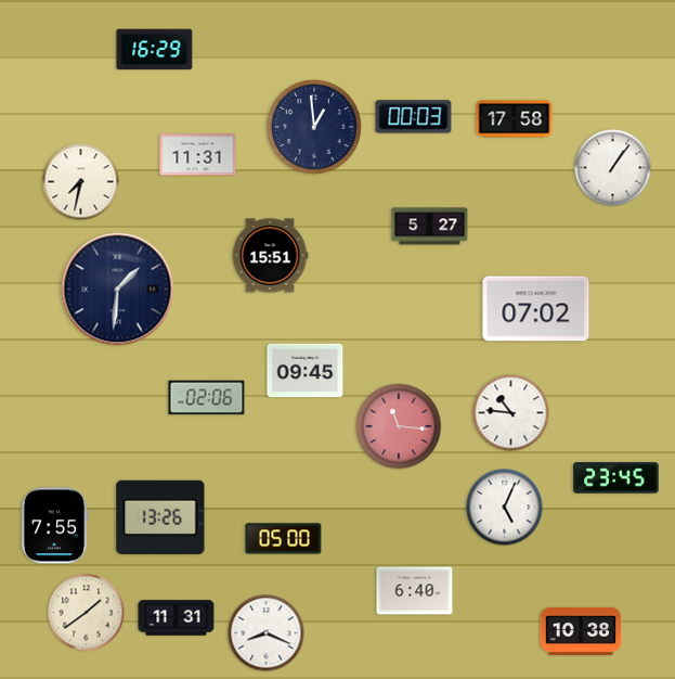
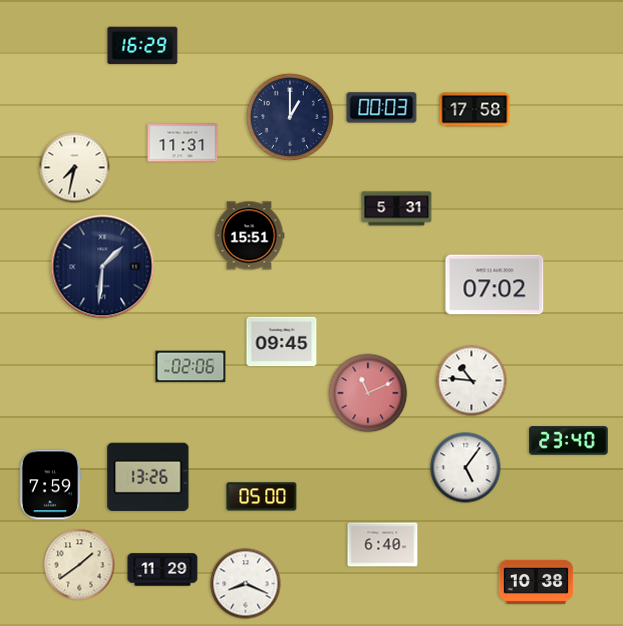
clock at (314, 127): 12:59 -> 1:00
clock at (613, 168): 1:06 -> none
clock at (430, 227): 5:27 -> 5:31
clock at (118, 290) position: (118, 290) -> (103, 267)
clock at (399, 426): 11:16 -> 11:11
clock at (616, 478): 23:45 -> 23:40
clock at (505, 508): 5:04 -> 5:06
clock at (54, 526): 7:55 -> 7:59
clock at (177, 618): 11:31 -> 11:29
